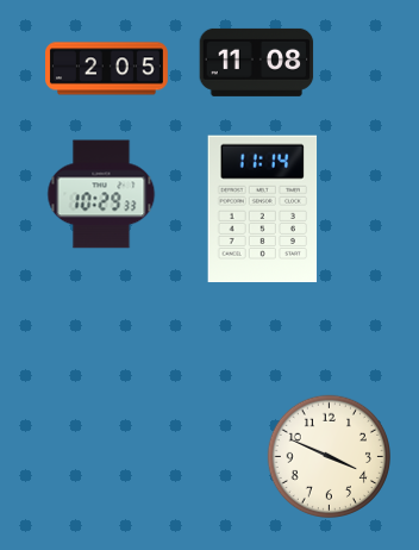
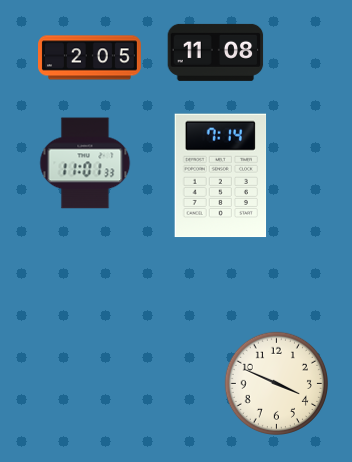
clock at (101, 194): 10:29 -> 11:01
clock at (263, 210): 11:14 -> 7:14
